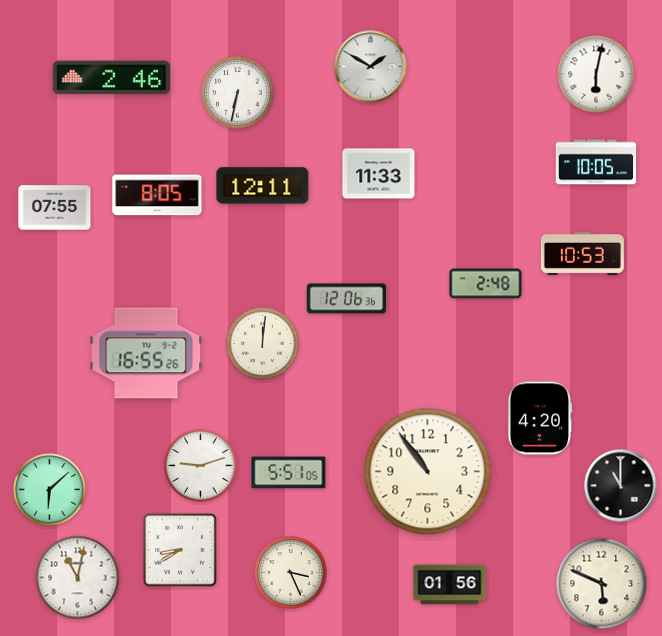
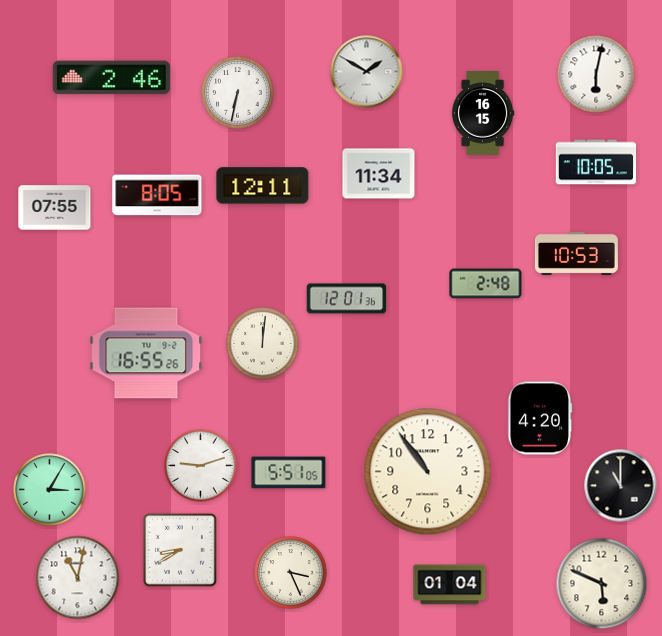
clock at (371, 67) position: (371, 67) -> (367, 72)
clock at (483, 114): none -> 16:15
clock at (379, 174): 11:33 -> 11:34
clock at (582, 253) position: (582, 253) -> (576, 253)
clock at (347, 299): 12:06 -> 12:01
clock at (50, 490): 6:08 -> 3:05
clock at (450, 585): 01:56 -> 01:04
